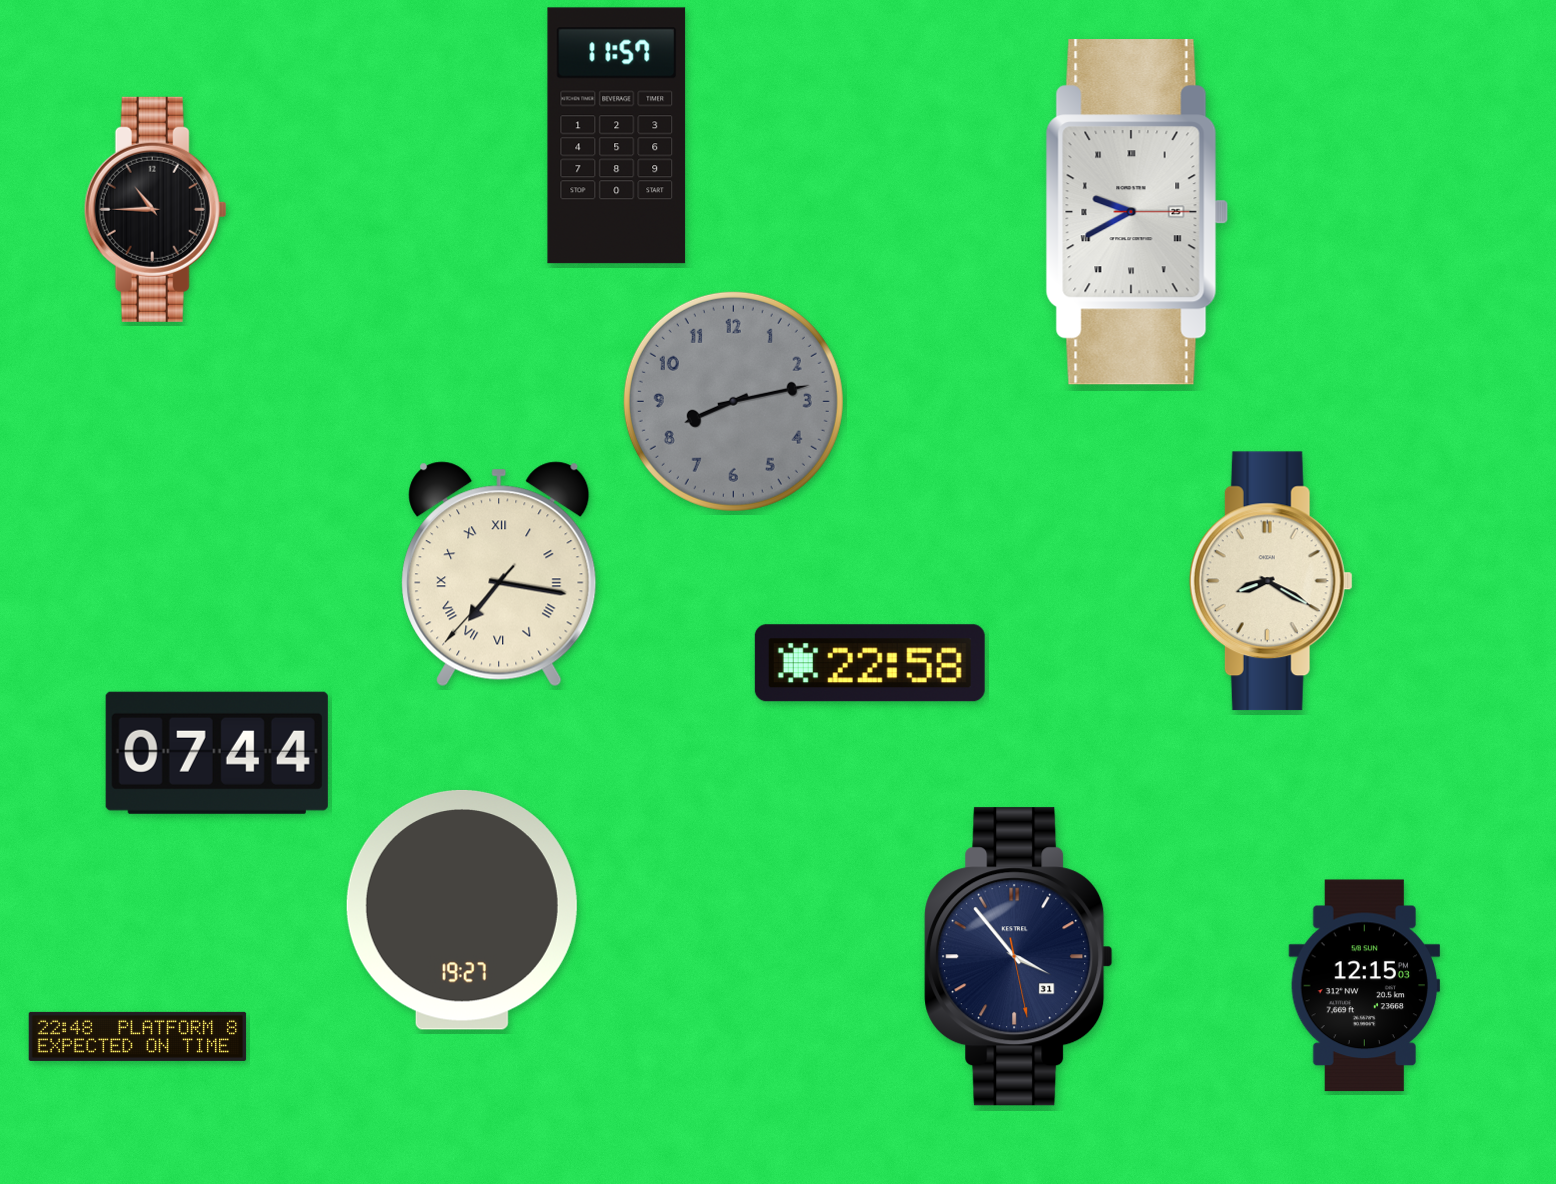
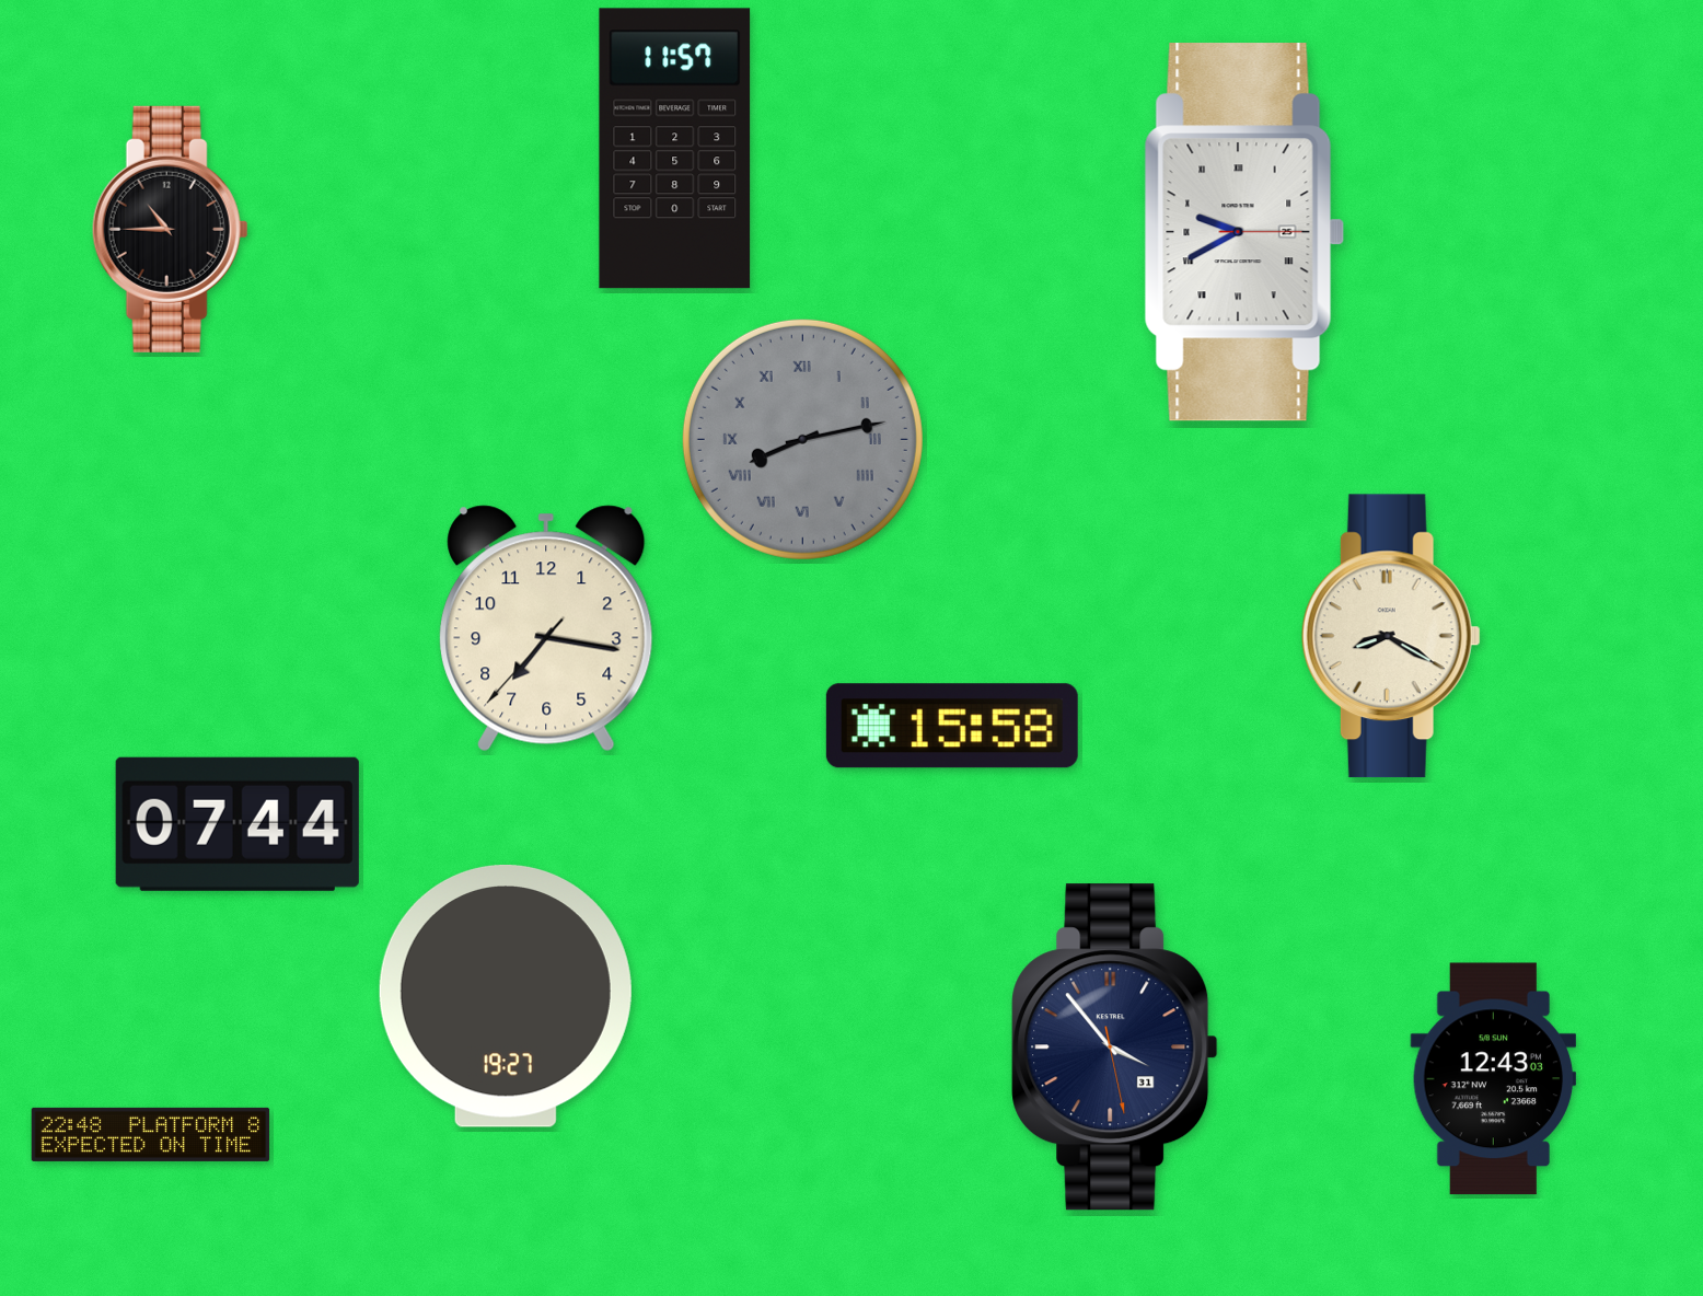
clock at (733, 401) numerals: Arabic -> Roman
clock at (499, 574) numerals: Roman -> Arabic
clock at (870, 663): 22:58 -> 15:58
clock at (1365, 986): 12:15 -> 12:43
